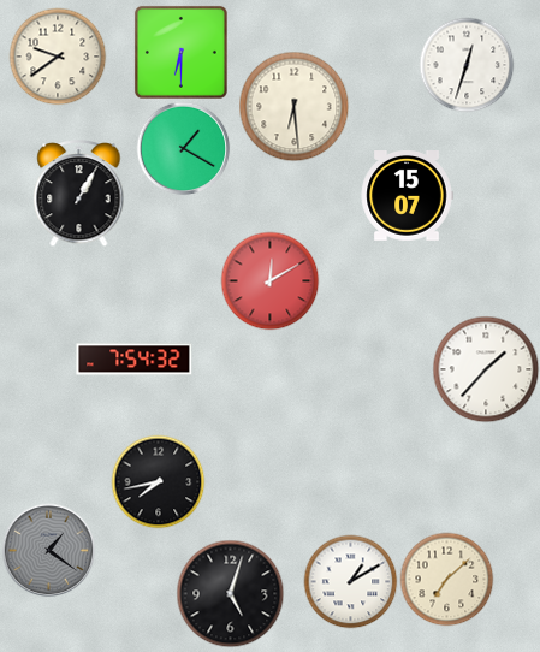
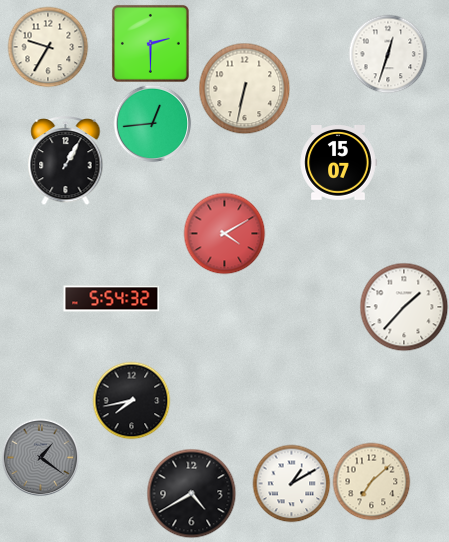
clock at (180, 52): 6:30 -> 2:30
clock at (58, 57): 9:39 -> 9:35
clock at (293, 106): 6:29 -> 6:32
clock at (183, 148): 1:20 -> 12:44
clock at (269, 280): 12:10 -> 4:10
clock at (135, 360): 7:54 -> 5:54
clock at (230, 593): 5:03 -> 4:40
